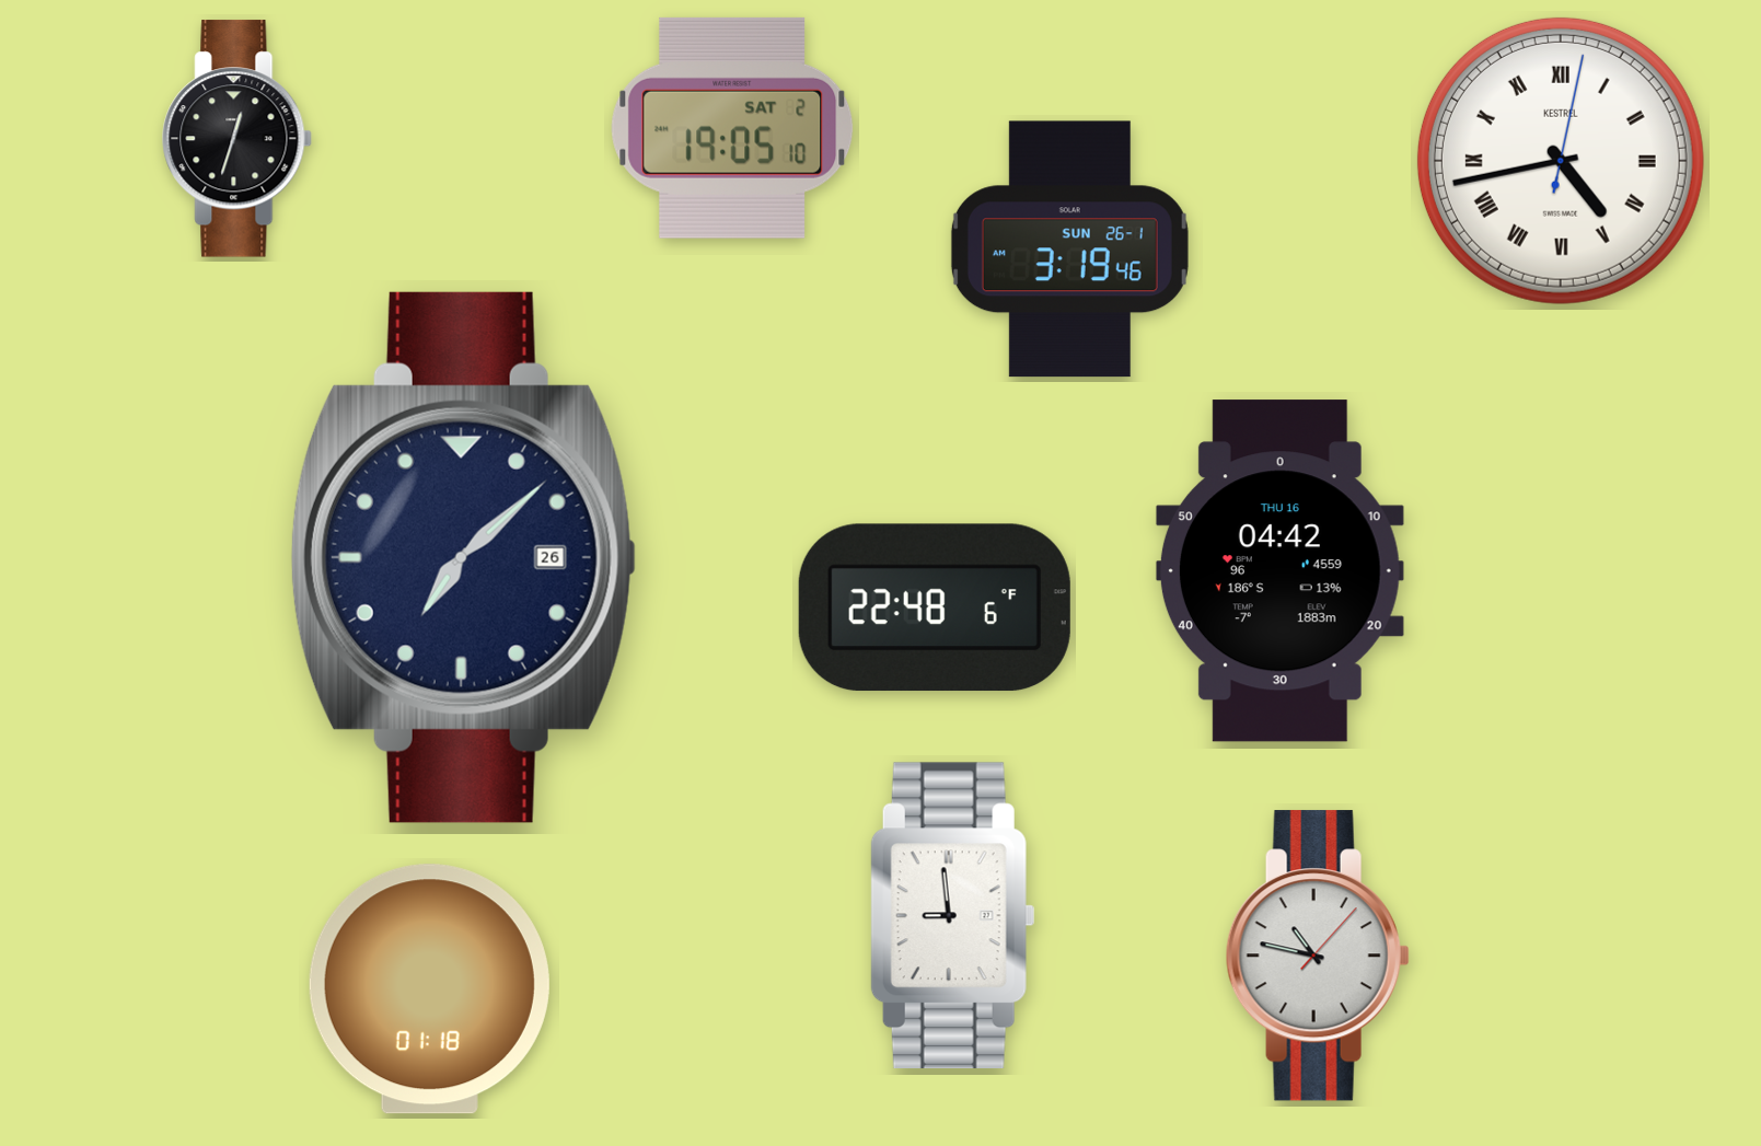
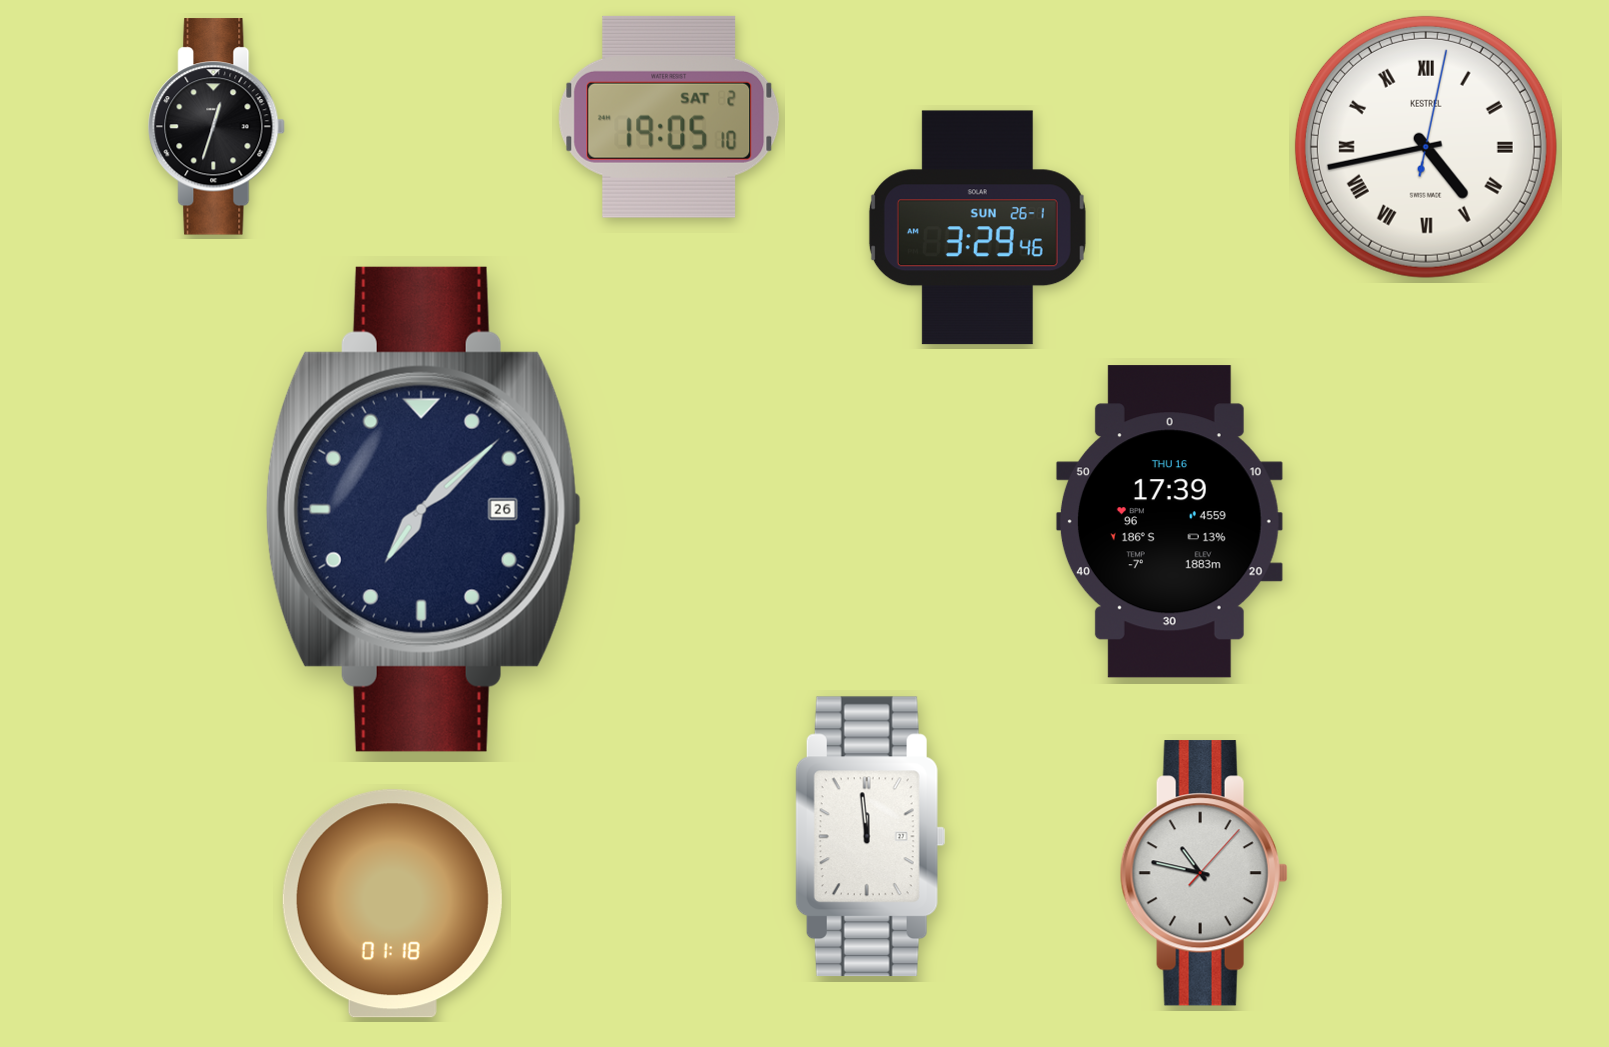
clock at (1069, 250): 3:19 -> 3:29
clock at (1279, 571): 04:42 -> 17:39
clock at (935, 607): 22:48 -> none
clock at (952, 916): 8:59 -> 11:59
